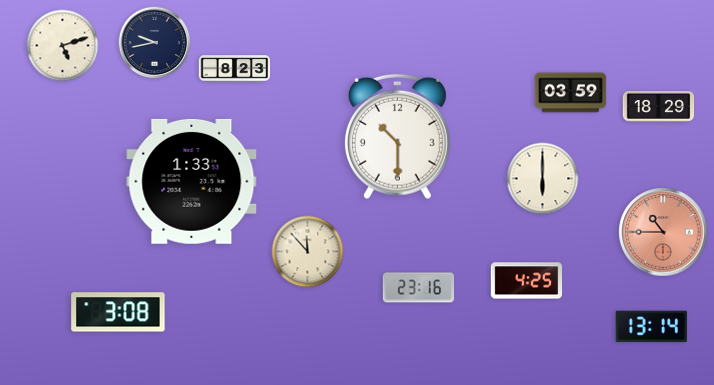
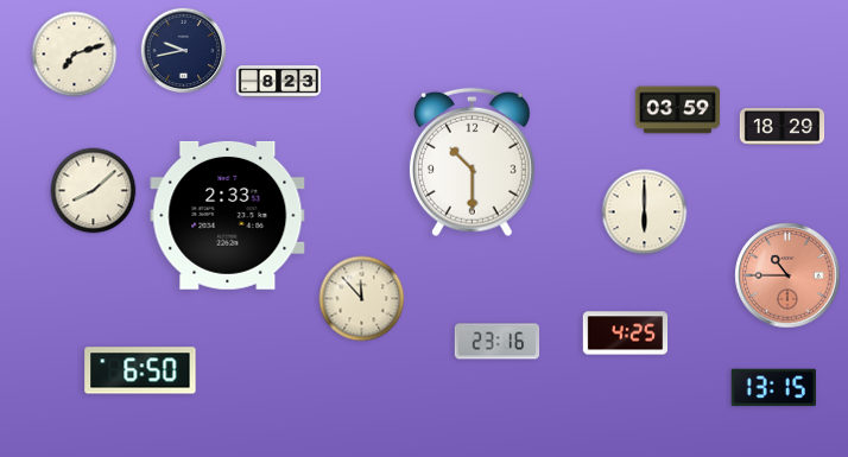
clock at (63, 46): 5:12 -> 7:12
clock at (94, 191): none -> 8:08
clock at (192, 181): 1:33 -> 2:33
clock at (308, 252) position: (308, 252) -> (362, 299)
clock at (118, 312): 3:08 -> 6:50
clock at (651, 327): 13:14 -> 13:15
